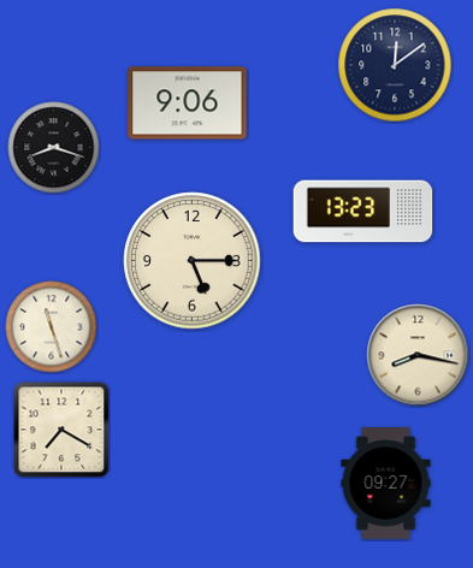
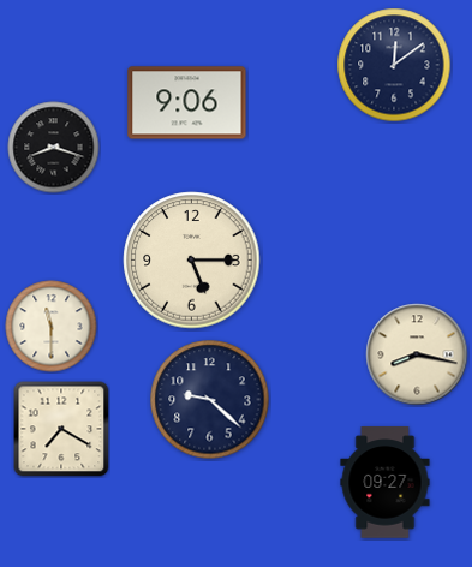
clock at (363, 212): 13:23 -> none
clock at (52, 327): 11:27 -> 11:30
clock at (210, 400): none -> 9:22
